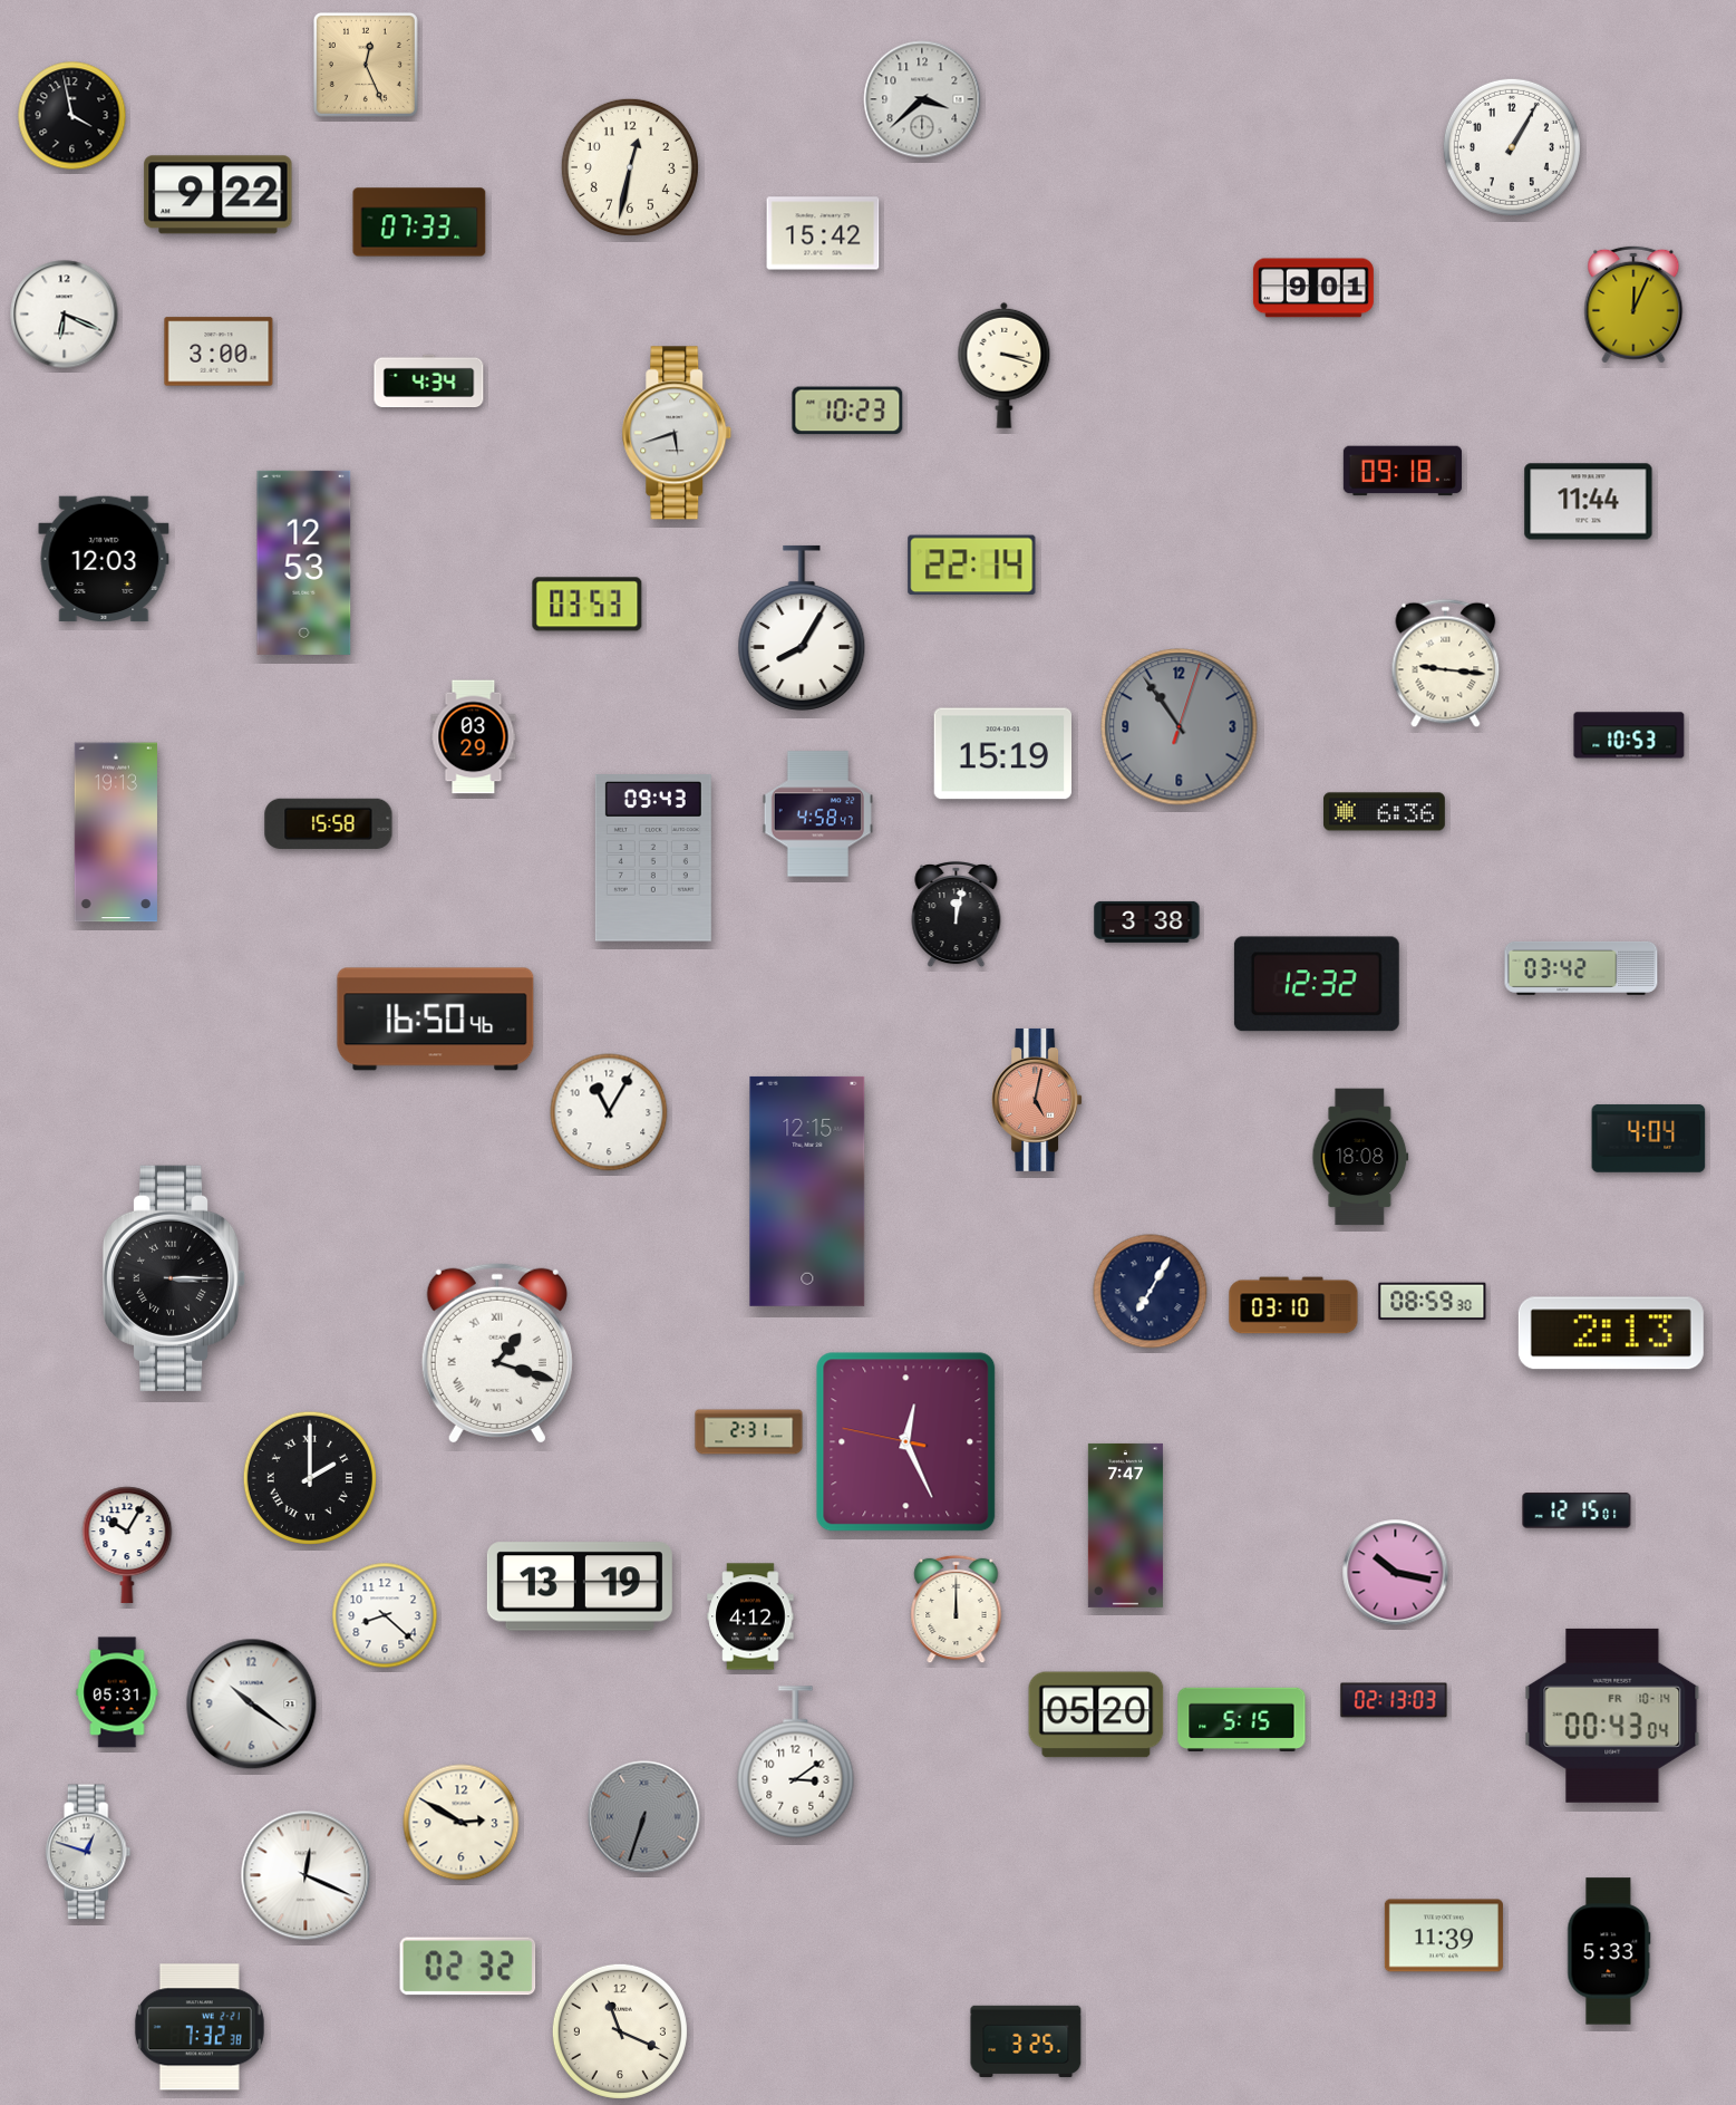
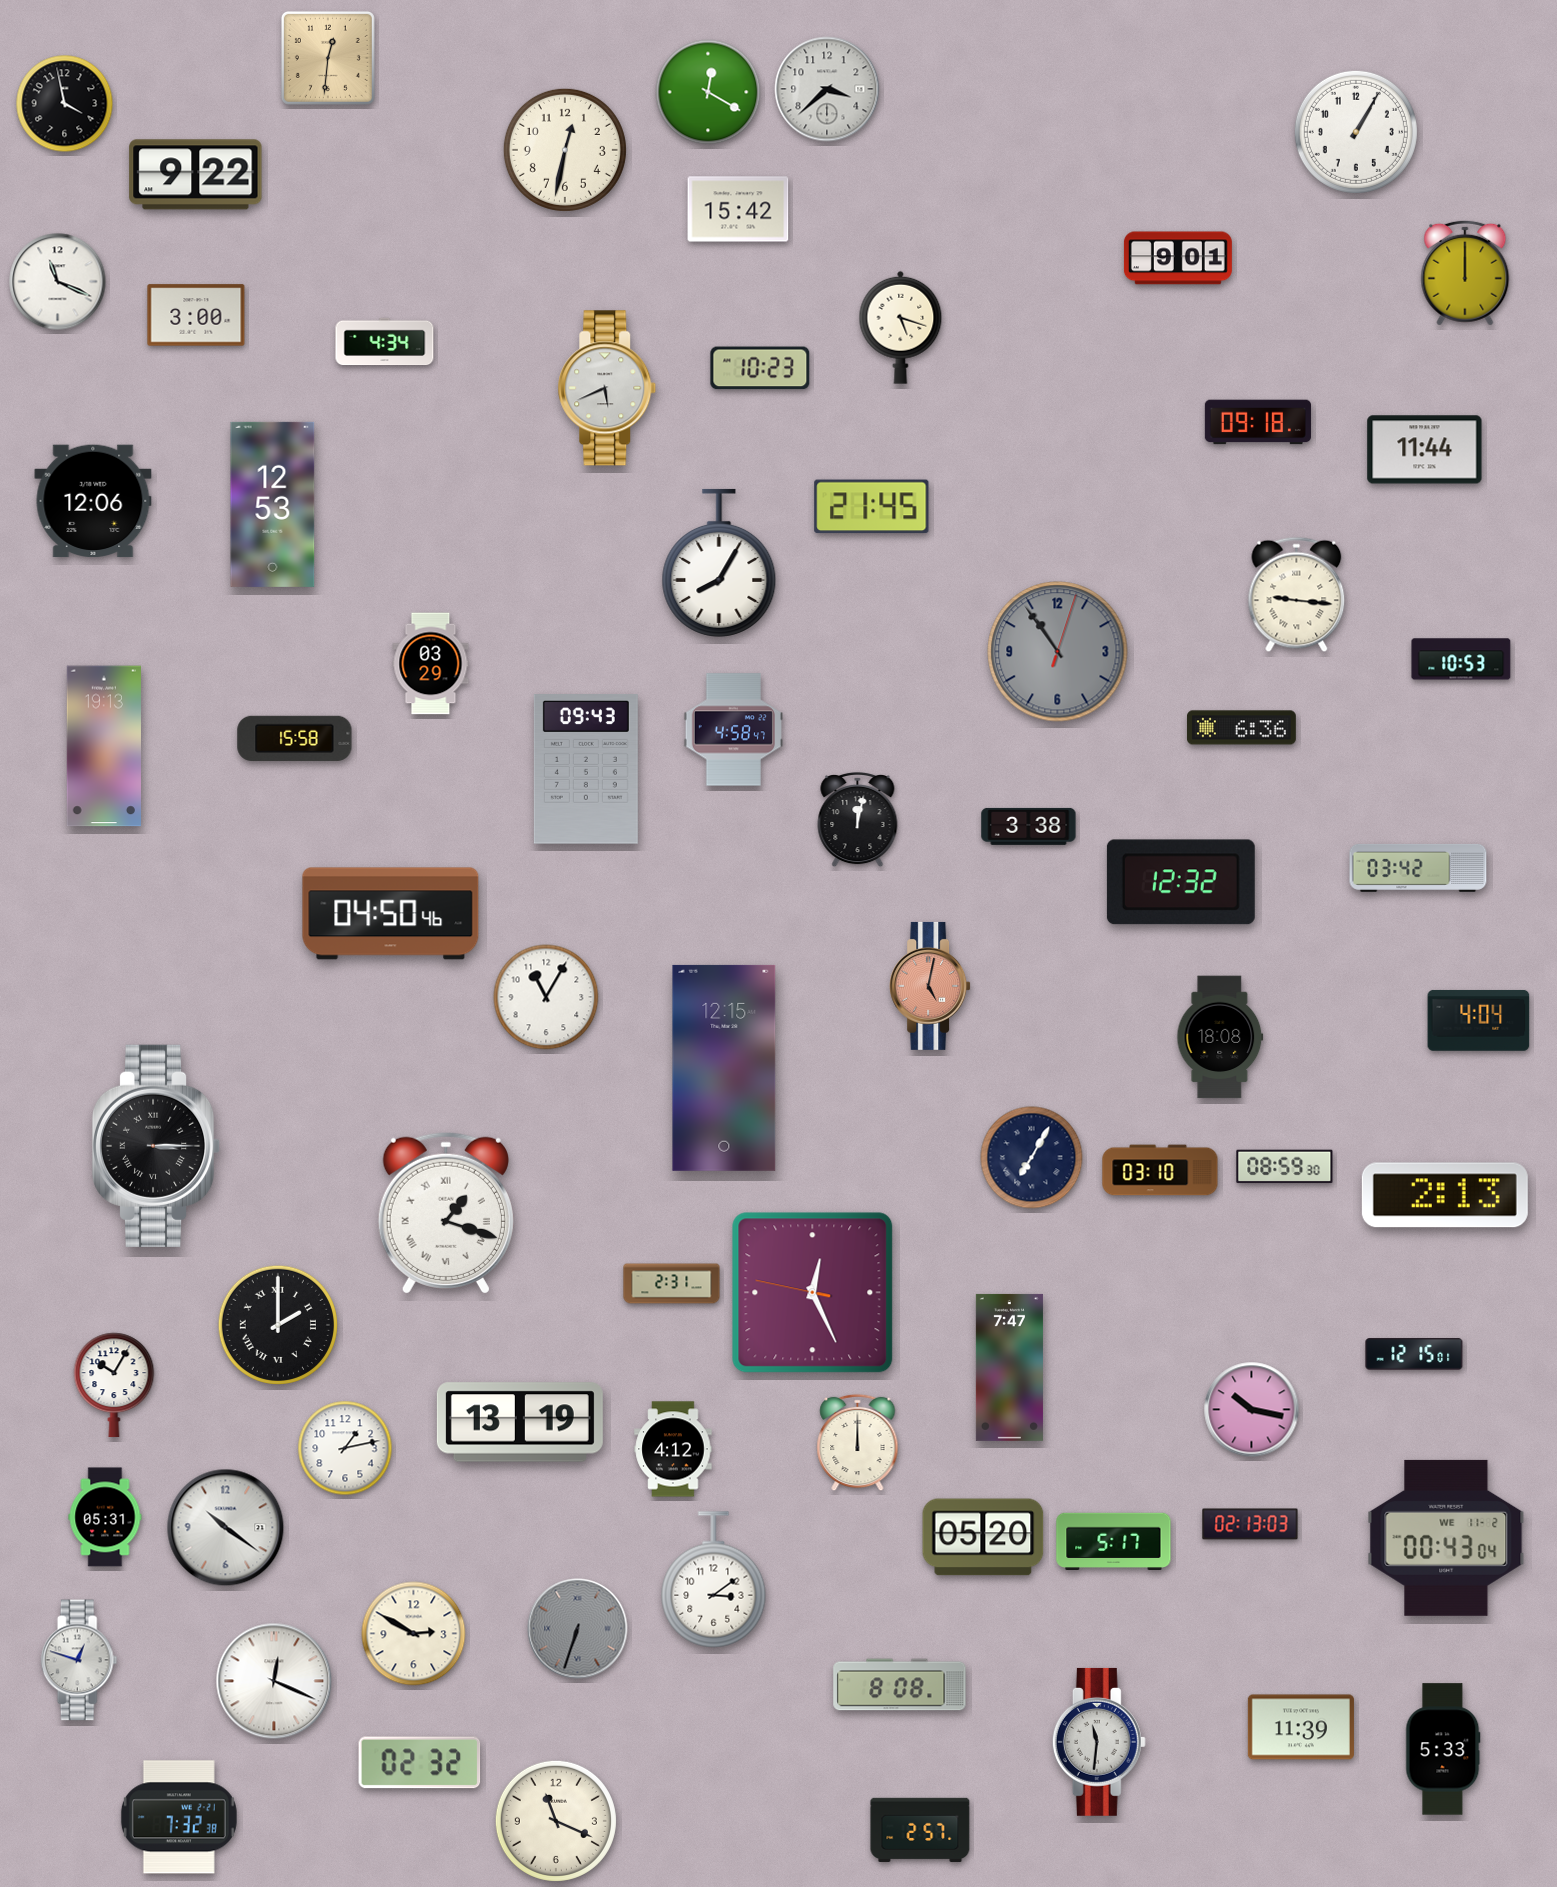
clock at (366, 65): 12:26 -> 12:31
clock at (708, 92): none -> 12:20
clock at (419, 222): 07:33 -> none
clock at (1633, 305): 12:04 -> 12:00
clock at (65, 315): 6:19 -> 11:19
clock at (1005, 365): 3:18 -> 5:18
clock at (677, 433): 5:42 -> 5:41
clock at (104, 559): 12:03 -> 12:06
clock at (972, 566): 22:14 -> 21:45
clock at (588, 605): 03:53 -> none
clock at (474, 737) position: (474, 737) -> (431, 664)
clock at (1003, 754): 15:19 -> none
clock at (436, 1020): 16:50 -> 04:50
clock at (385, 1615): 8:22 -> 1:13
clock at (1612, 1716) date: FR 10-14 -> WE 11-2
clock at (1242, 1720): 5:15 -> 5:17
clock at (900, 1685): none -> 8:08
clock at (1444, 1935) position: (1444, 1935) -> (1301, 1727)
clock at (1099, 1742): none -> 11:31
clock at (1026, 2041): 3:25 -> 2:57
